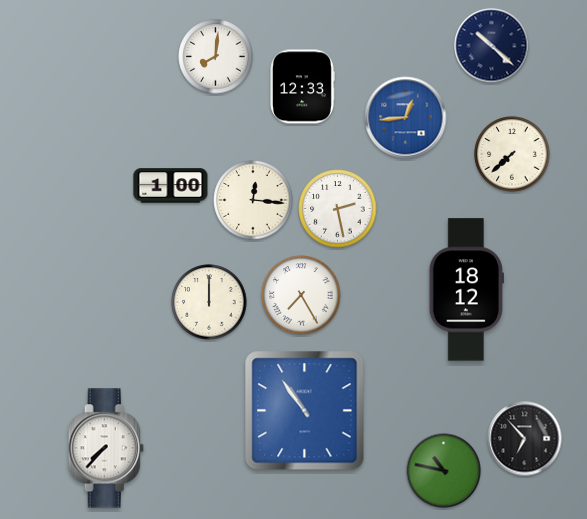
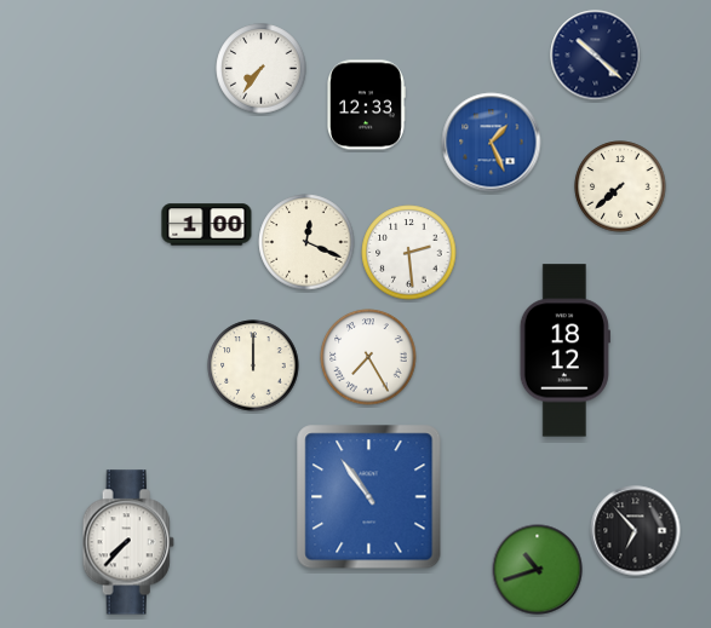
clock at (216, 57): 8:01 -> 7:36
clock at (406, 118): 12:44 -> 1:26
clock at (253, 200): 12:16 -> 12:19
clock at (338, 209): 2:28 -> 2:29
clock at (301, 295) position: (301, 295) -> (368, 357)
clock at (444, 471): 10:47 -> 10:42
